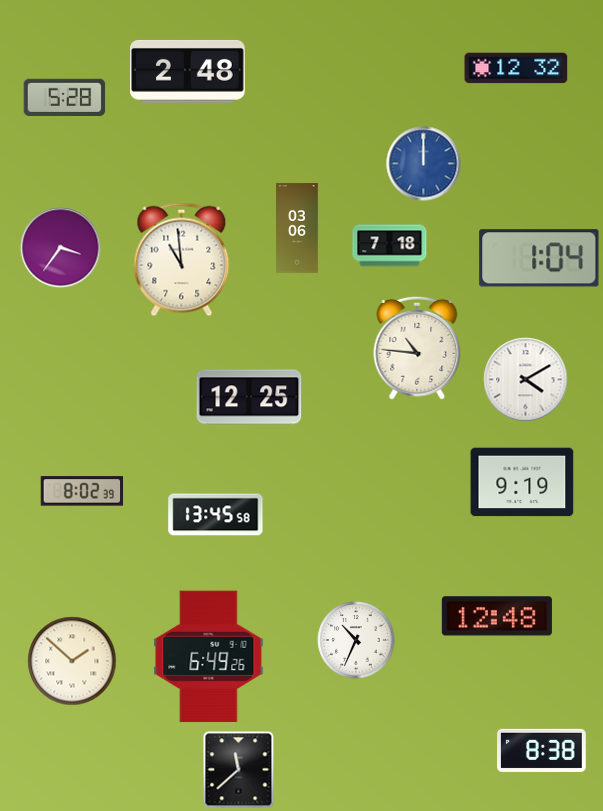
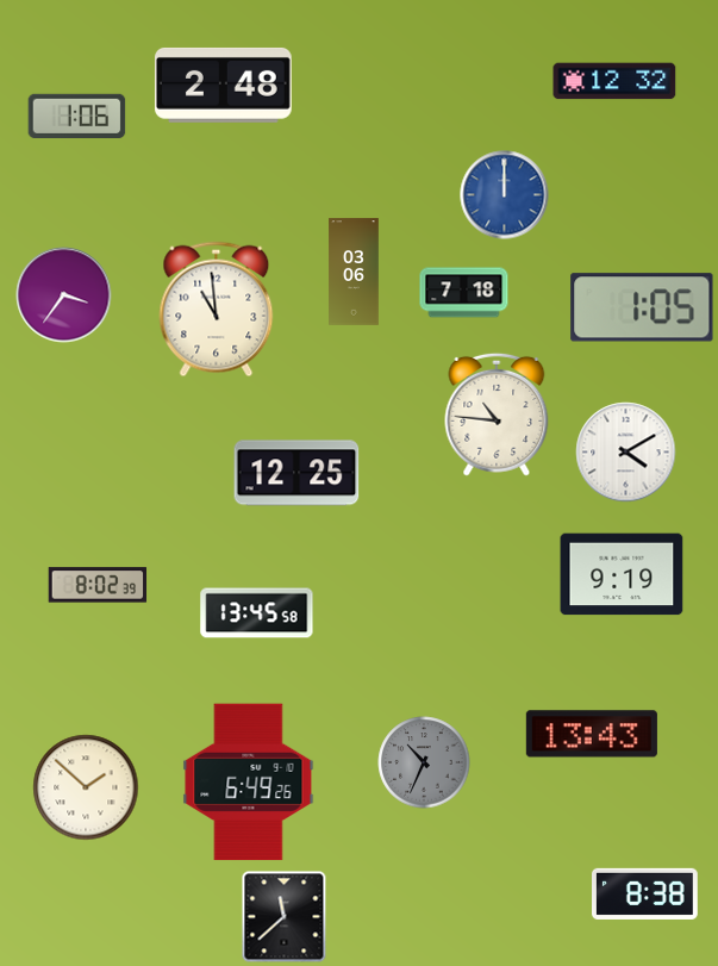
clock at (65, 97): 5:28 -> 1:06
clock at (61, 248) position: (61, 248) -> (64, 295)
clock at (539, 258): 1:04 -> 1:05
clock at (497, 616): 12:48 -> 13:43
clock at (356, 640) dial: white -> grey
